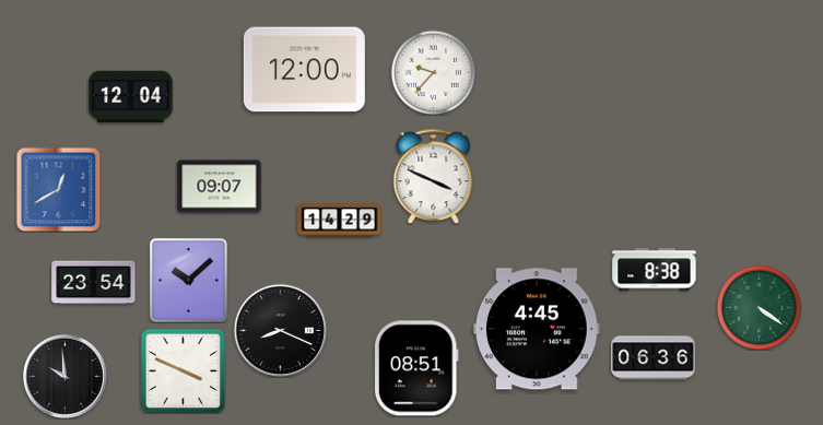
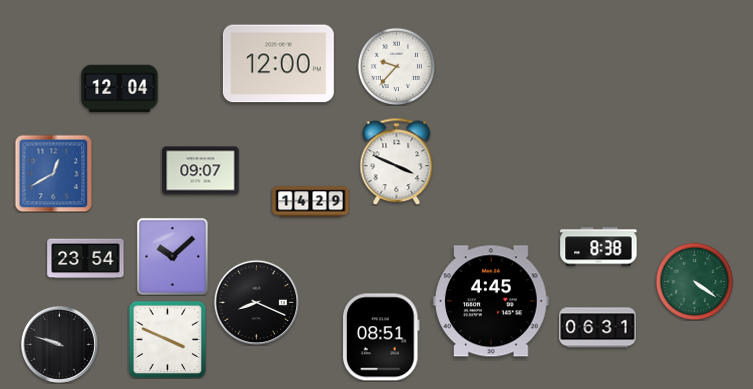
clock at (654, 358): 06:36 -> 06:31
clock at (64, 376): 9:59 -> 9:48
